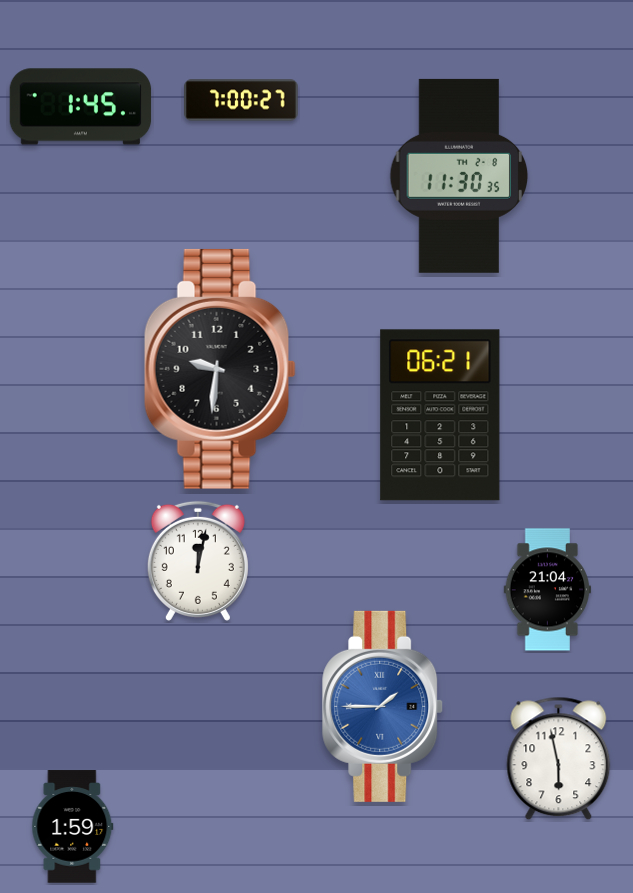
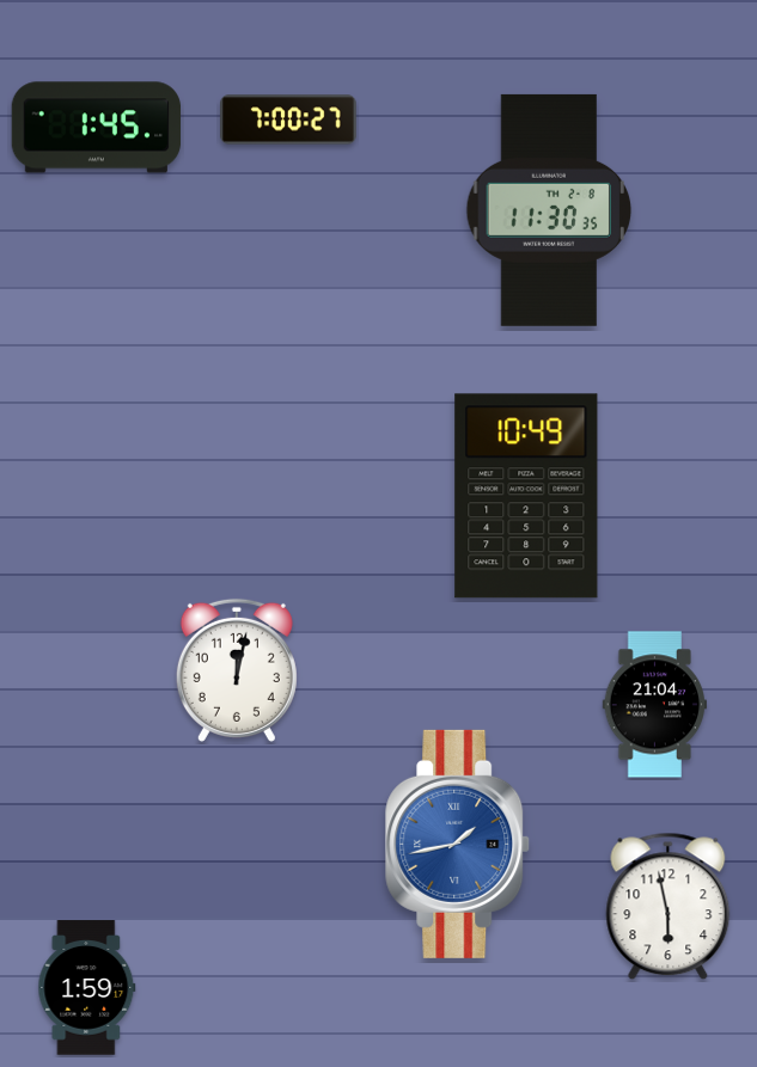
clock at (220, 369): 9:31 -> none
clock at (440, 415): 06:21 -> 10:49
clock at (383, 706): 1:45 -> 1:43
